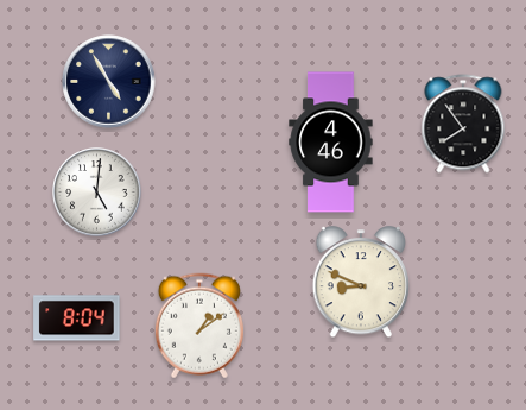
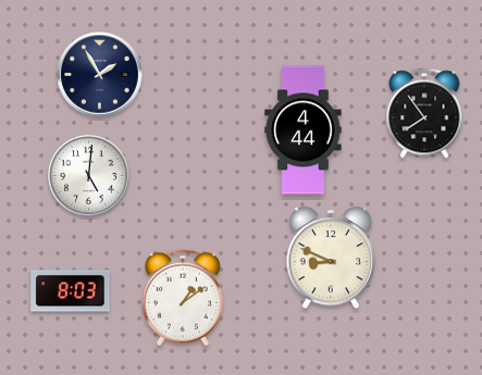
clock at (109, 82): 4:55 -> 1:55
clock at (331, 143): 4:46 -> 4:44
clock at (77, 318): 8:04 -> 8:03
